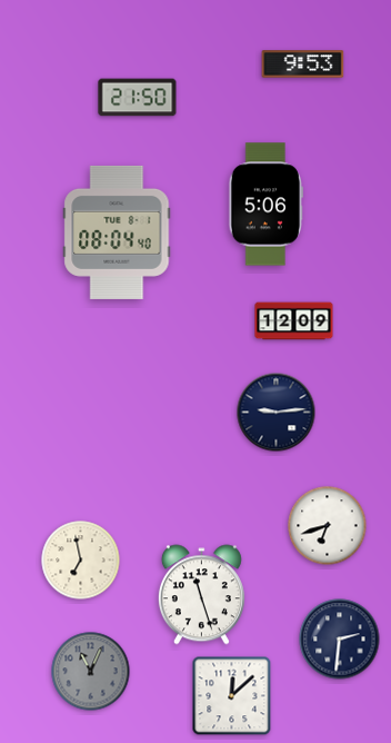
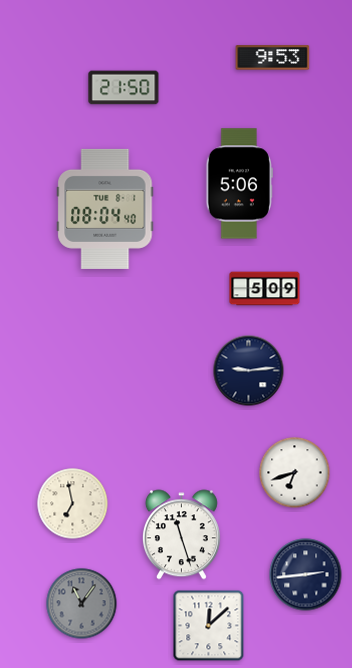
clock at (294, 321): 12:09 -> 5:09
clock at (340, 640): 2:31 -> 2:44
clock at (91, 672): 11:04 -> 11:06
